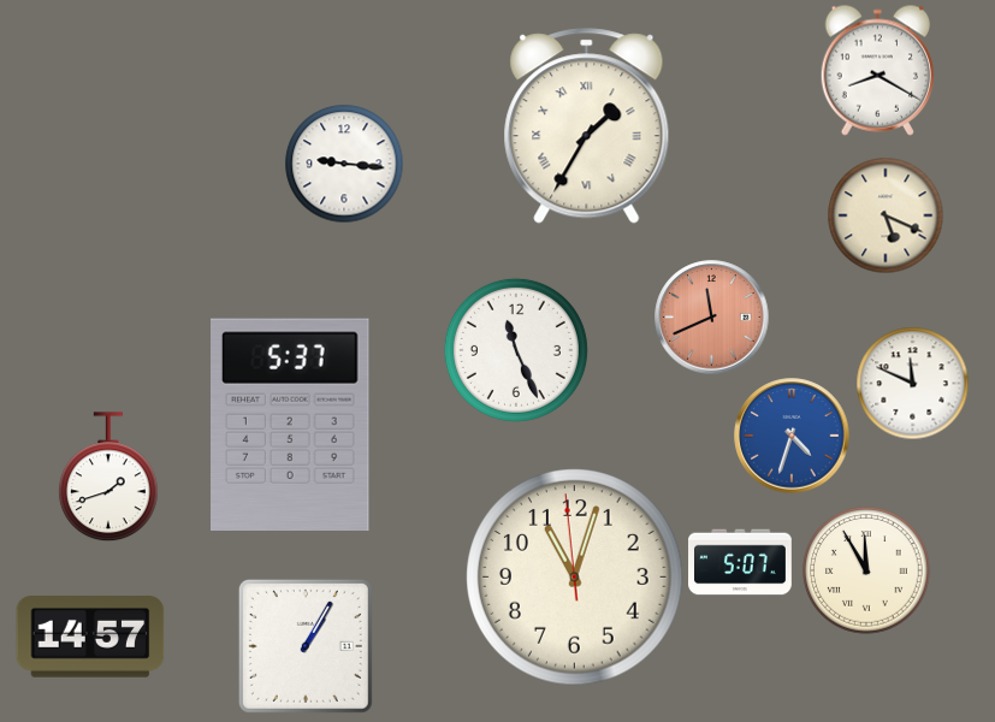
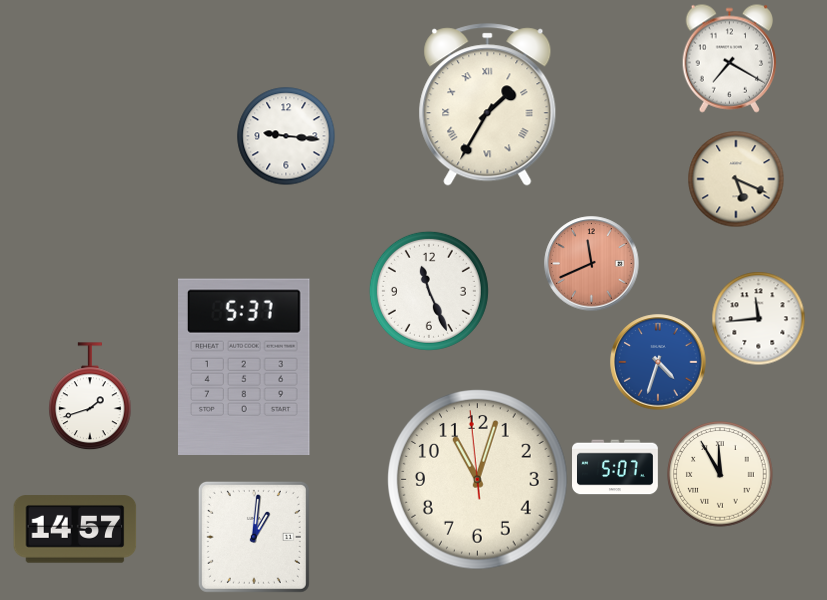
clock at (877, 70): 8:20 -> 7:20
clock at (912, 383): 11:49 -> 11:44
clock at (291, 424) position: (291, 424) -> (245, 366)
clock at (306, 646): 1:05 -> 1:01
